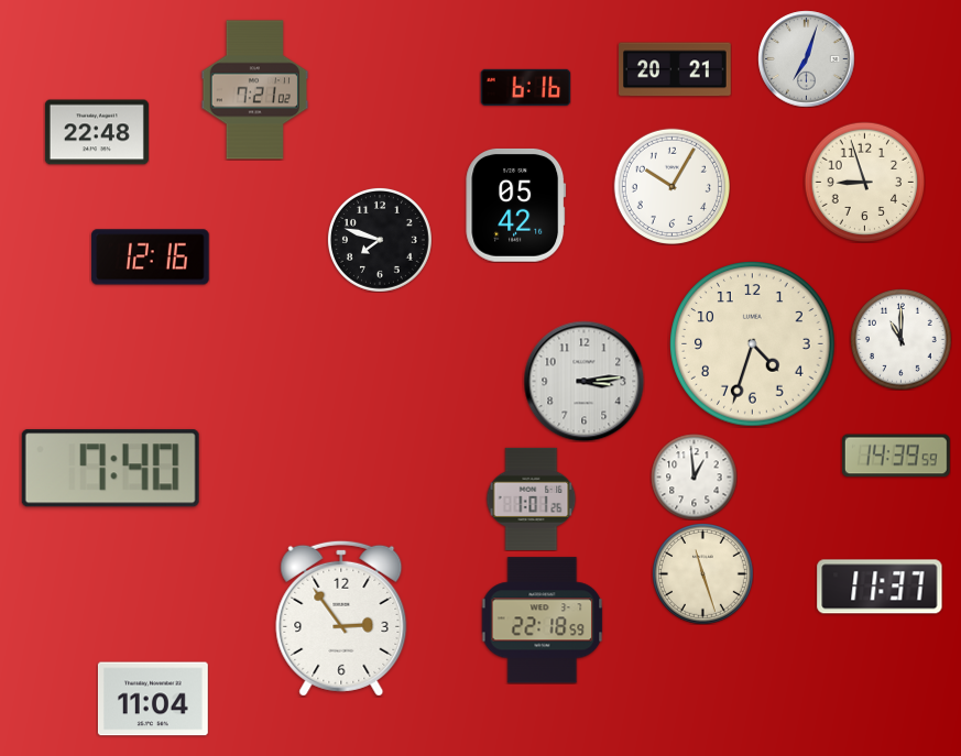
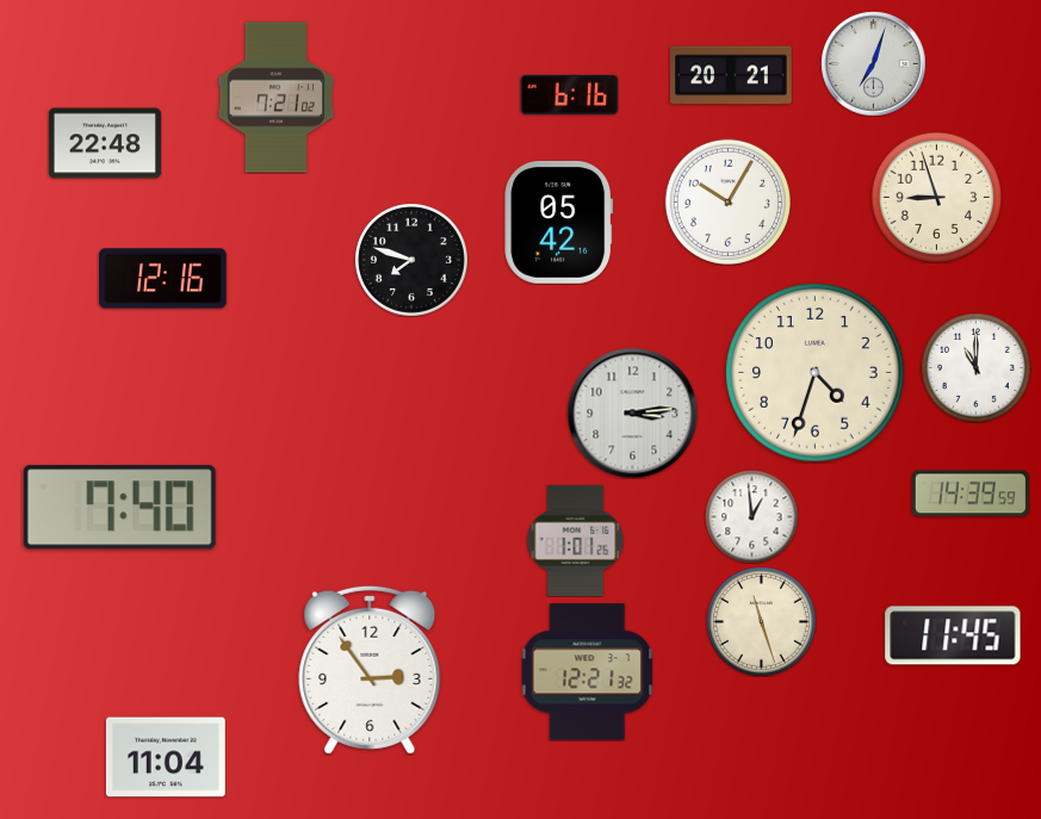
clock at (880, 587): 11:37 -> 11:45
clock at (543, 621): 22:18 -> 12:21
